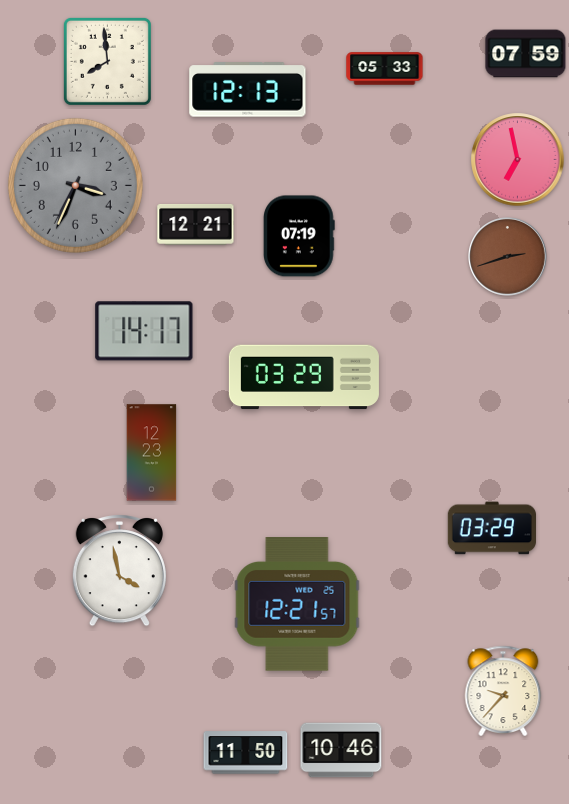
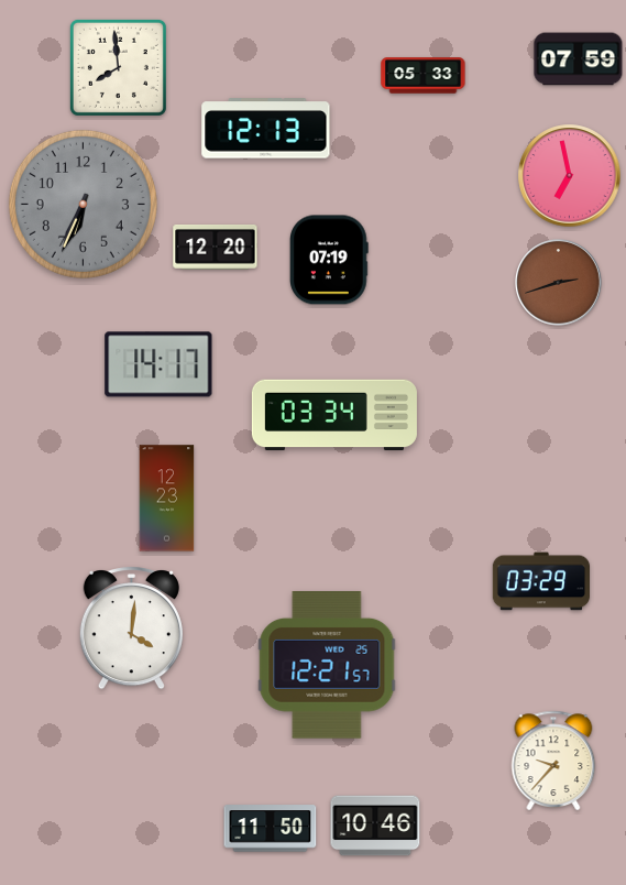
clock at (248, 90) position: (248, 90) -> (266, 129)
clock at (75, 185): 3:34 -> 6:34
clock at (196, 224): 12:21 -> 12:20
clock at (304, 377): 03:29 -> 03:34
clock at (119, 571): 3:58 -> 4:01
